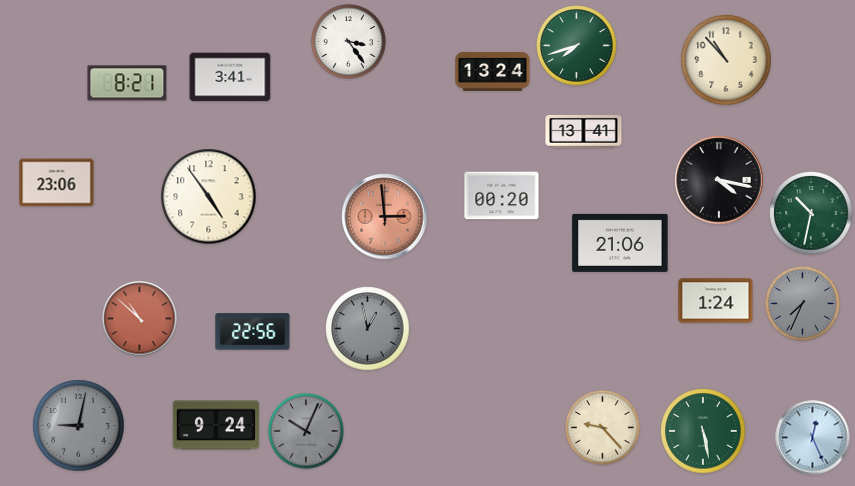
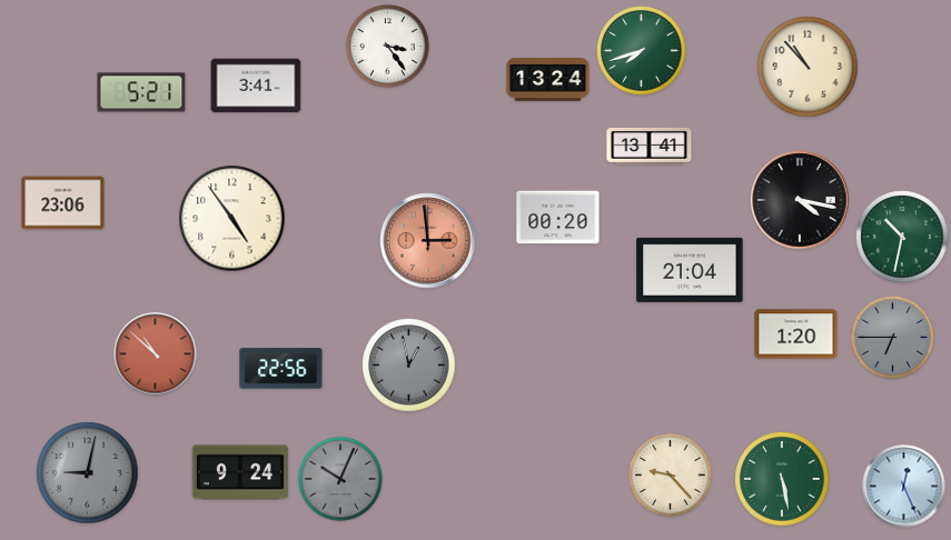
clock at (127, 83): 8:21 -> 5:21
clock at (620, 243): 21:06 -> 21:04
clock at (716, 301): 1:24 -> 1:20
clock at (803, 304): 7:34 -> 6:45
